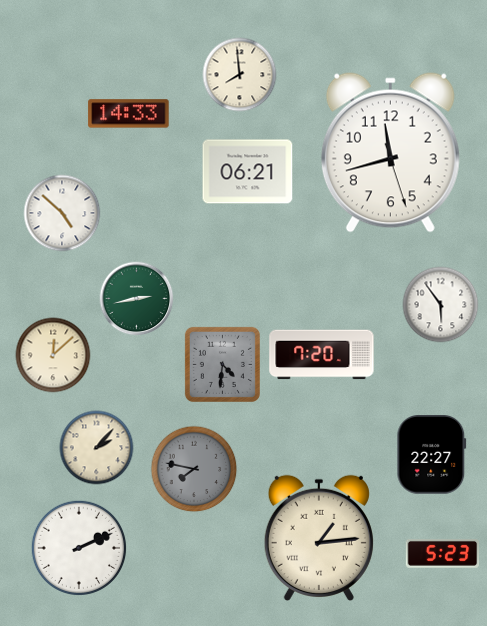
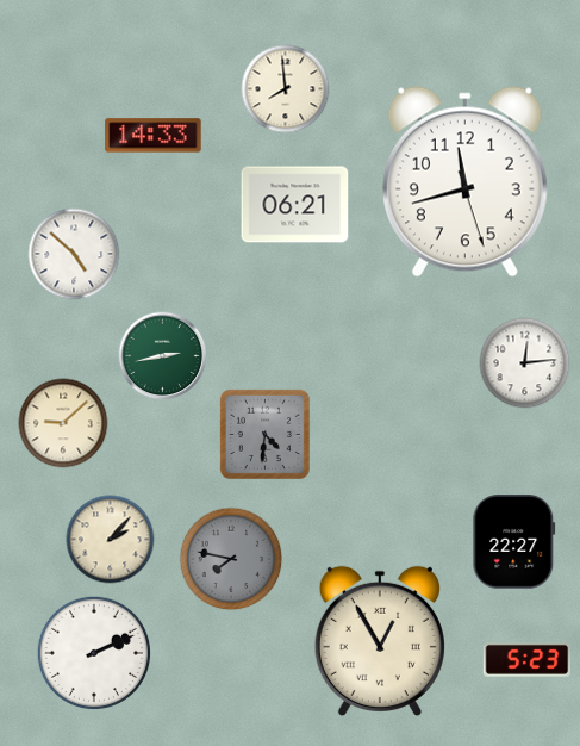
clock at (441, 305): 5:54 -> 12:14
clock at (53, 355): 12:08 -> 9:08
clock at (322, 355): 7:20 -> none
clock at (97, 448) position: (97, 448) -> (111, 540)
clock at (319, 538): 1:14 -> 12:55
